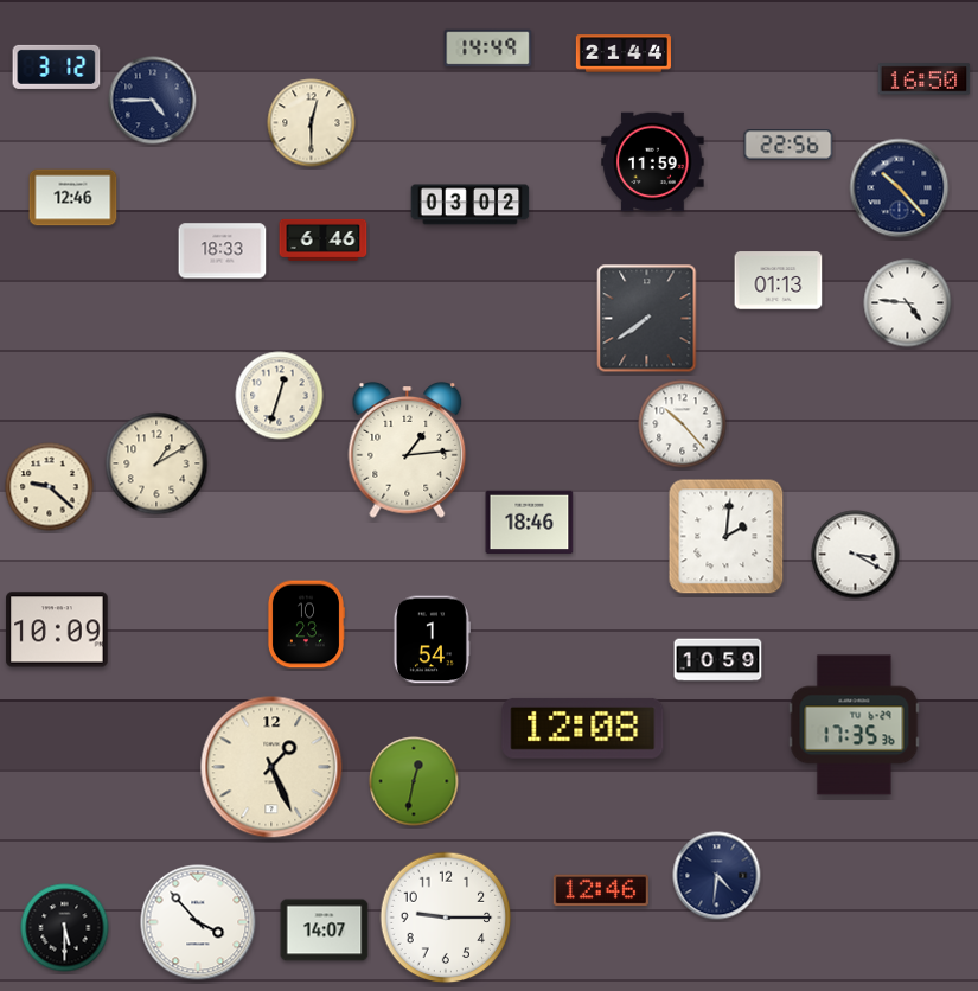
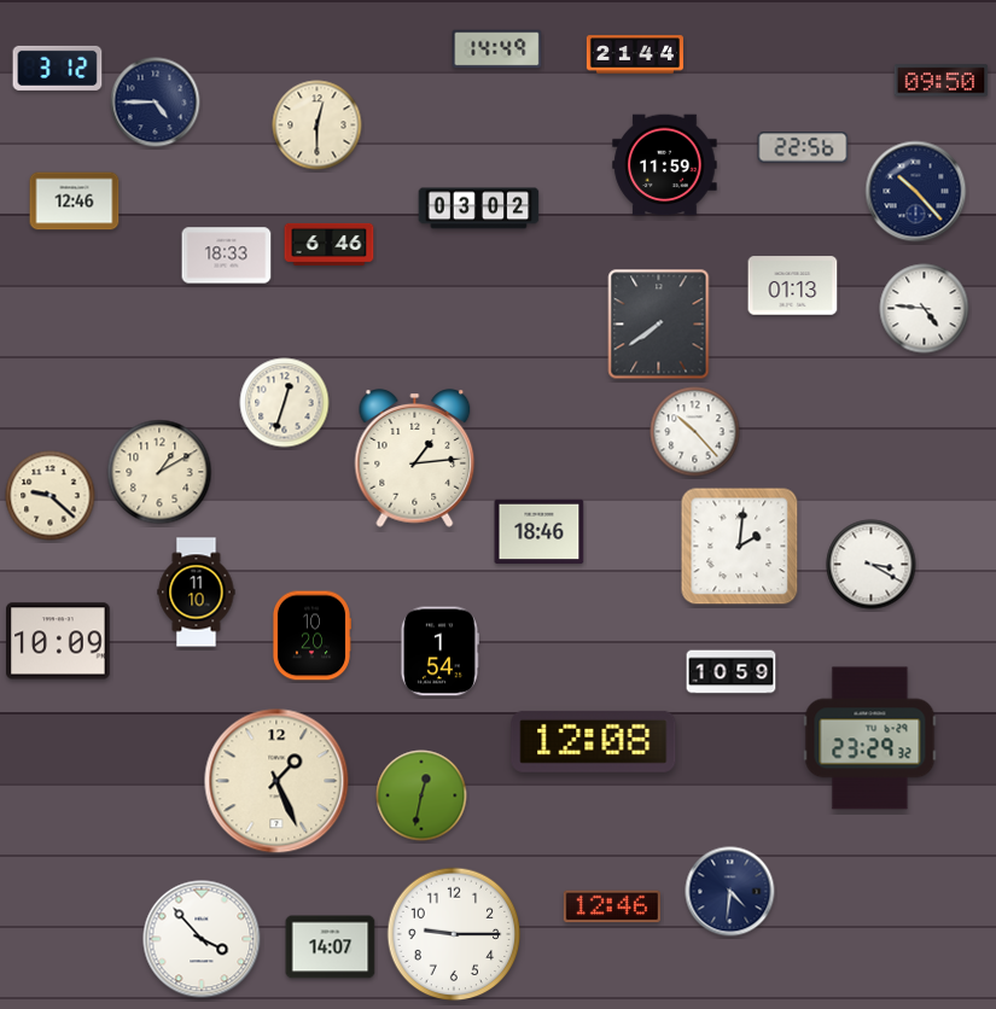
clock at (925, 79): 16:50 -> 09:50
clock at (197, 593): none -> 11:10
clock at (306, 625): 10:23 -> 10:20
clock at (855, 725): 17:35 -> 23:29
clock at (65, 928): 5:30 -> none
